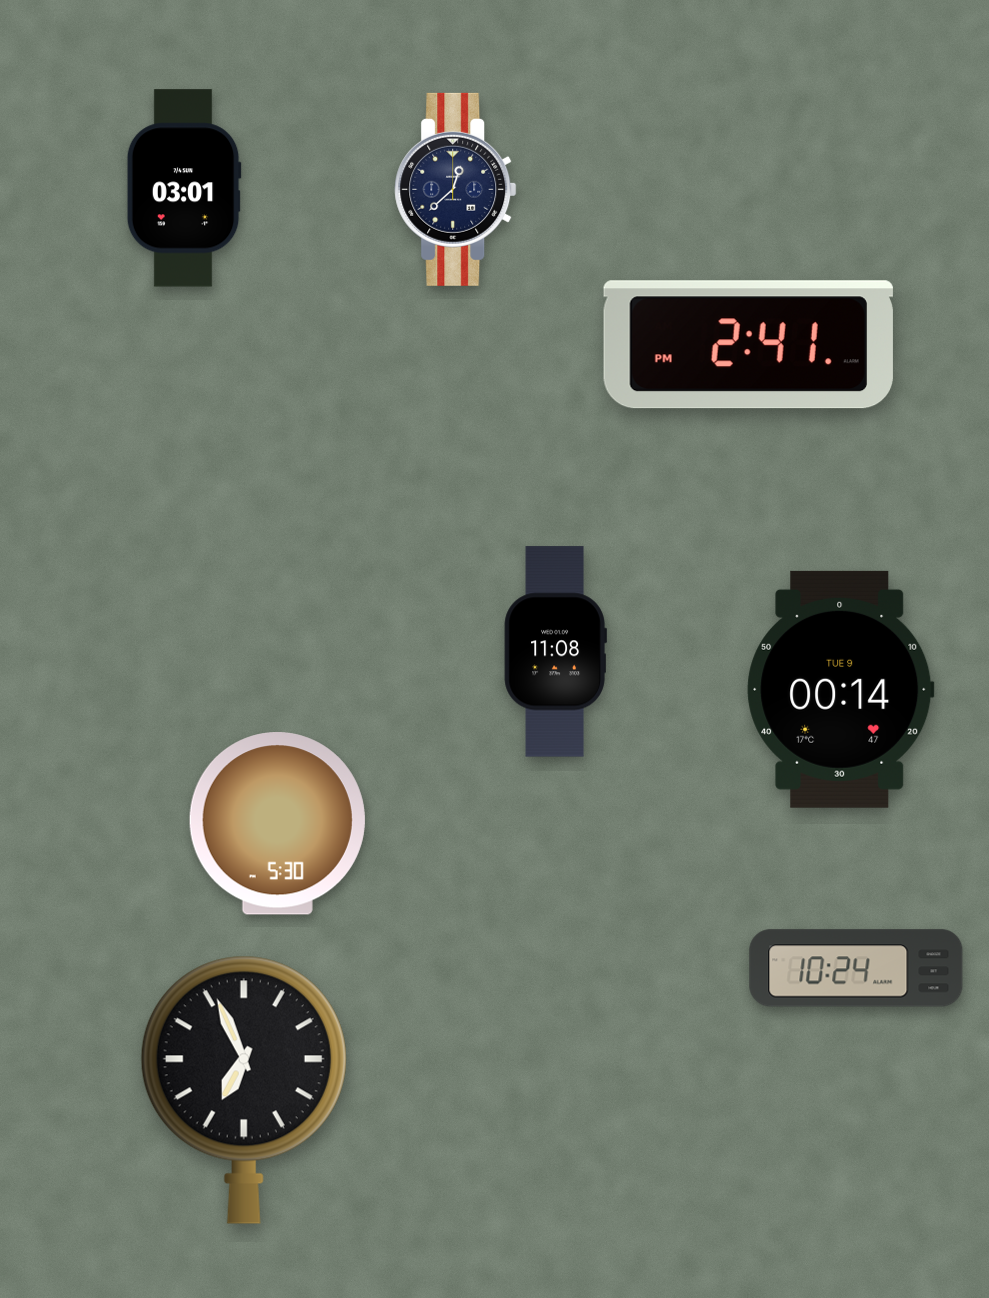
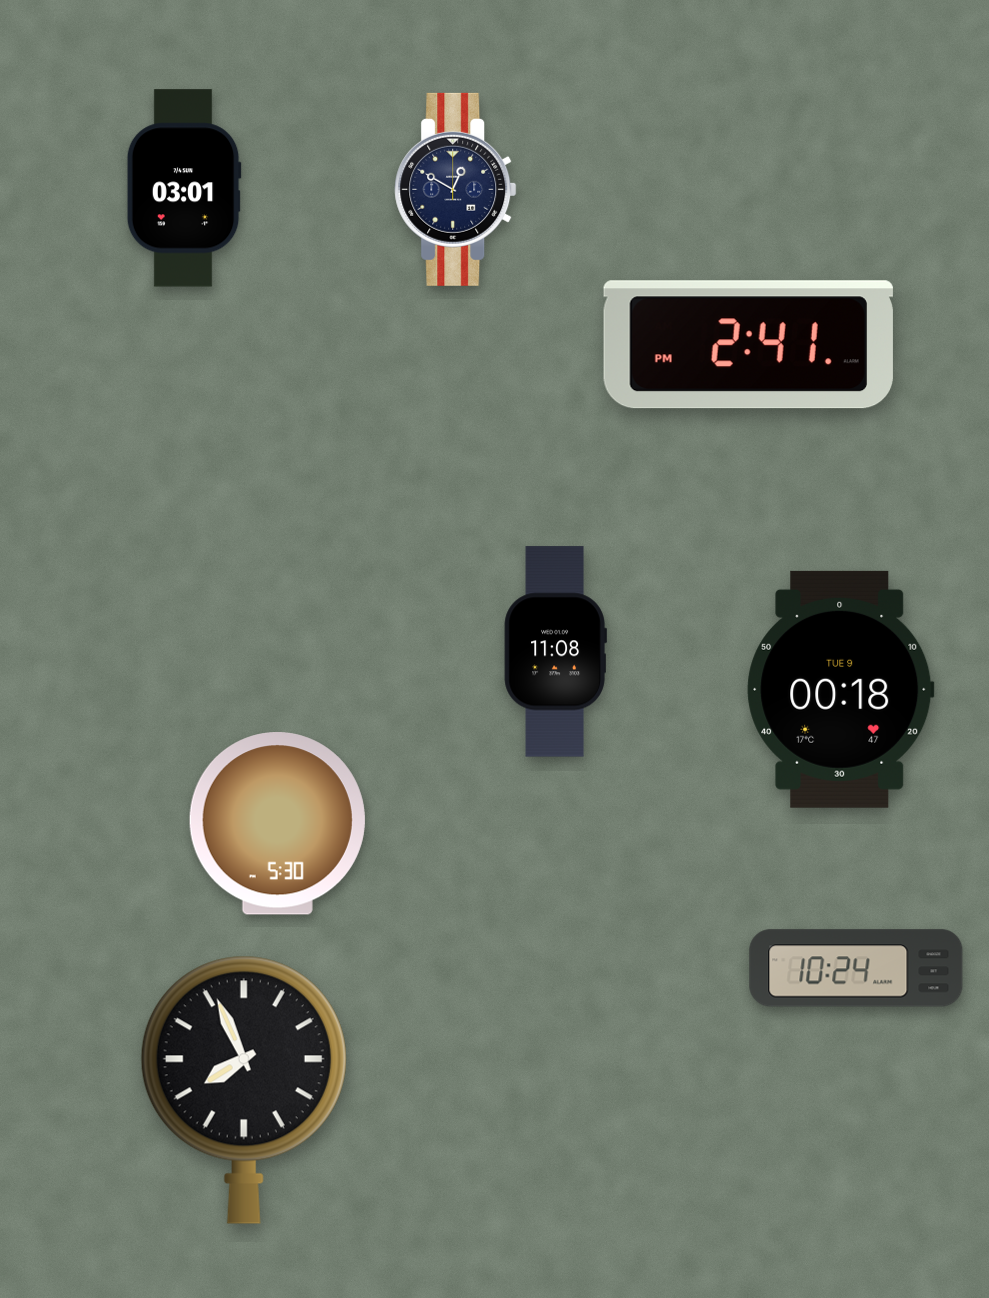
clock at (456, 189): 12:38 -> 12:50
clock at (841, 689): 00:14 -> 00:18
clock at (244, 1090): 6:56 -> 7:56
